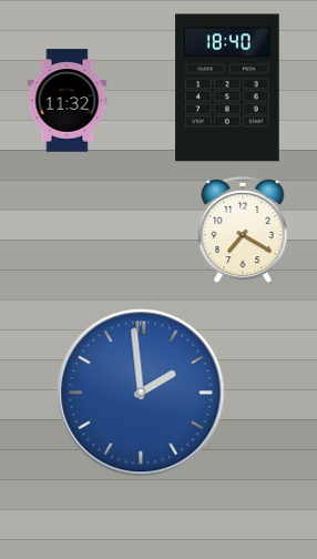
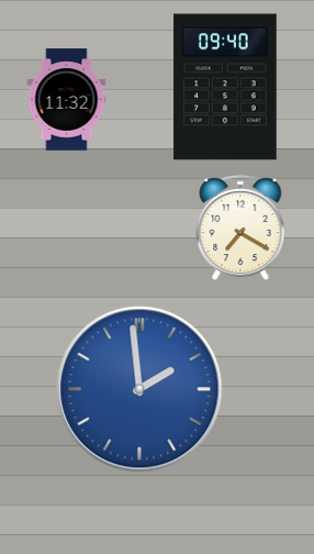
clock at (227, 88): 18:40 -> 09:40
